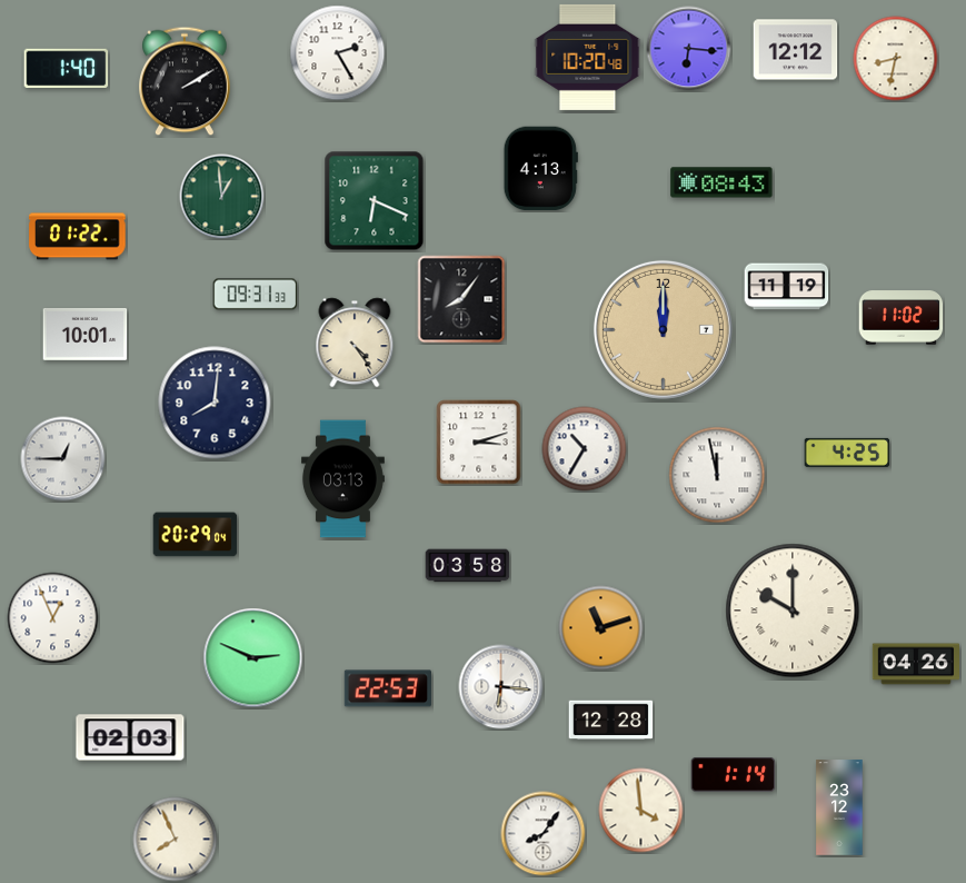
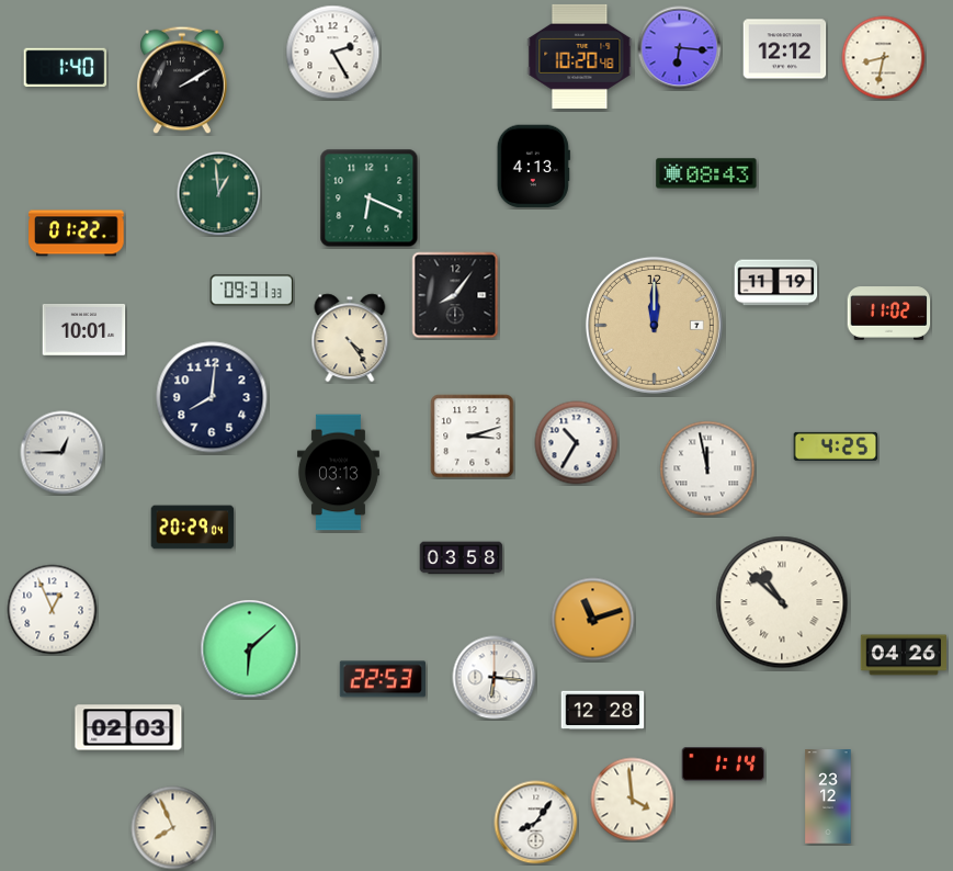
clock at (721, 182) position: (721, 182) -> (706, 173)
clock at (793, 611): 10:00 -> 10:52
clock at (253, 658): 2:49 -> 6:08
